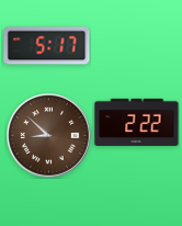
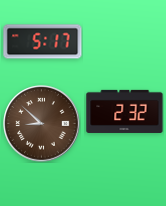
clock at (137, 122): 2:22 -> 2:32
clock at (49, 136) position: (49, 136) -> (42, 124)
